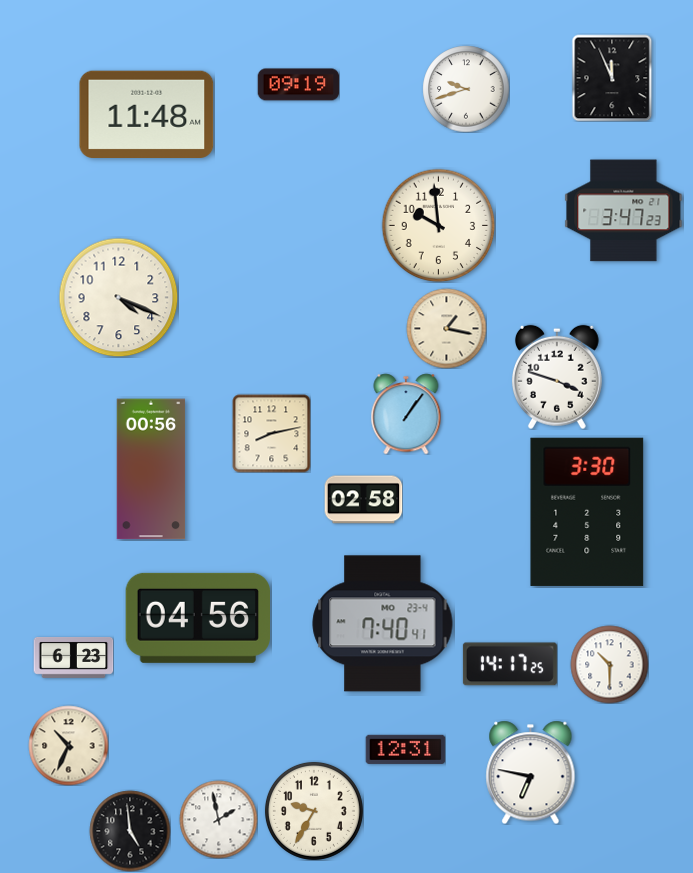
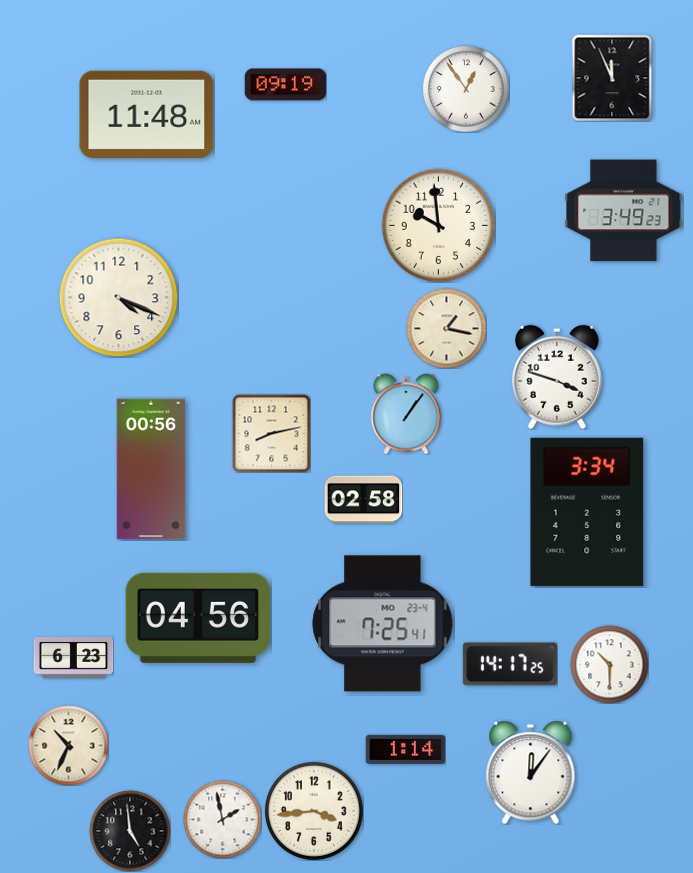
clock at (298, 85) position: (298, 85) -> (285, 85)
clock at (466, 89): 9:42 -> 12:54
clock at (624, 211): 3:47 -> 3:49
clock at (587, 512): 3:30 -> 3:34
clock at (383, 624): 7:40 -> 7:25
clock at (405, 749): 12:31 -> 1:14
clock at (531, 772): 6:47 -> 12:06
clock at (314, 811): 9:35 -> 3:44
clock at (218, 819) position: (218, 819) -> (222, 819)
